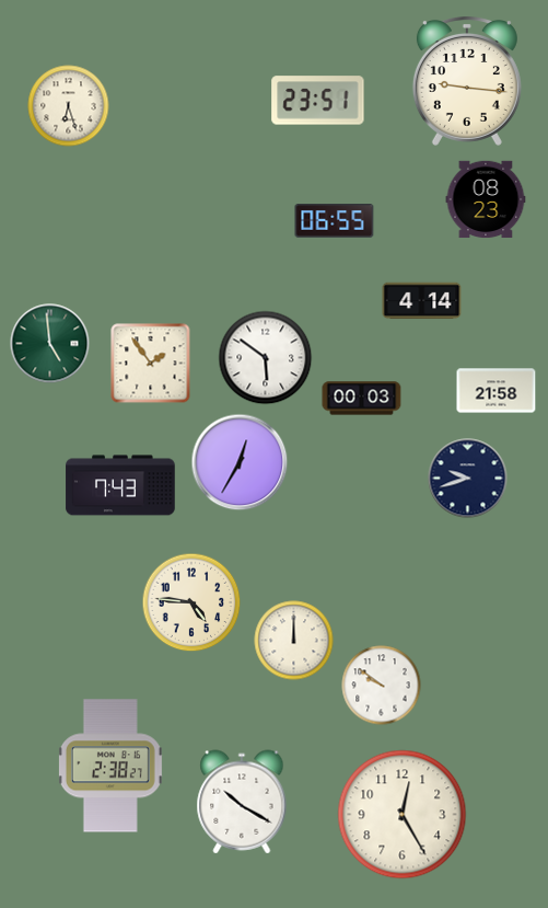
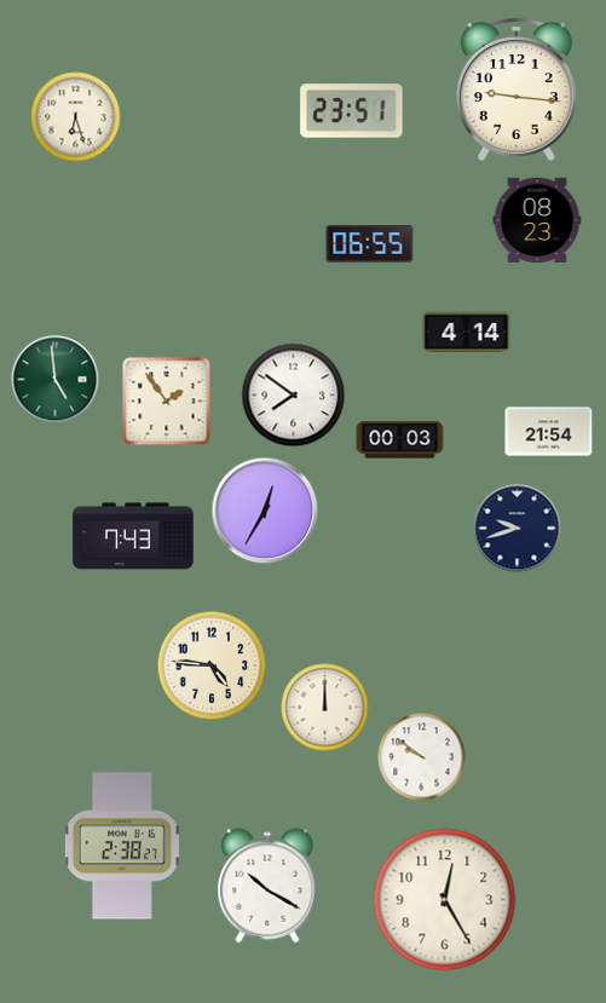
clock at (266, 358): 5:51 -> 7:51
clock at (497, 391): 21:58 -> 21:54
